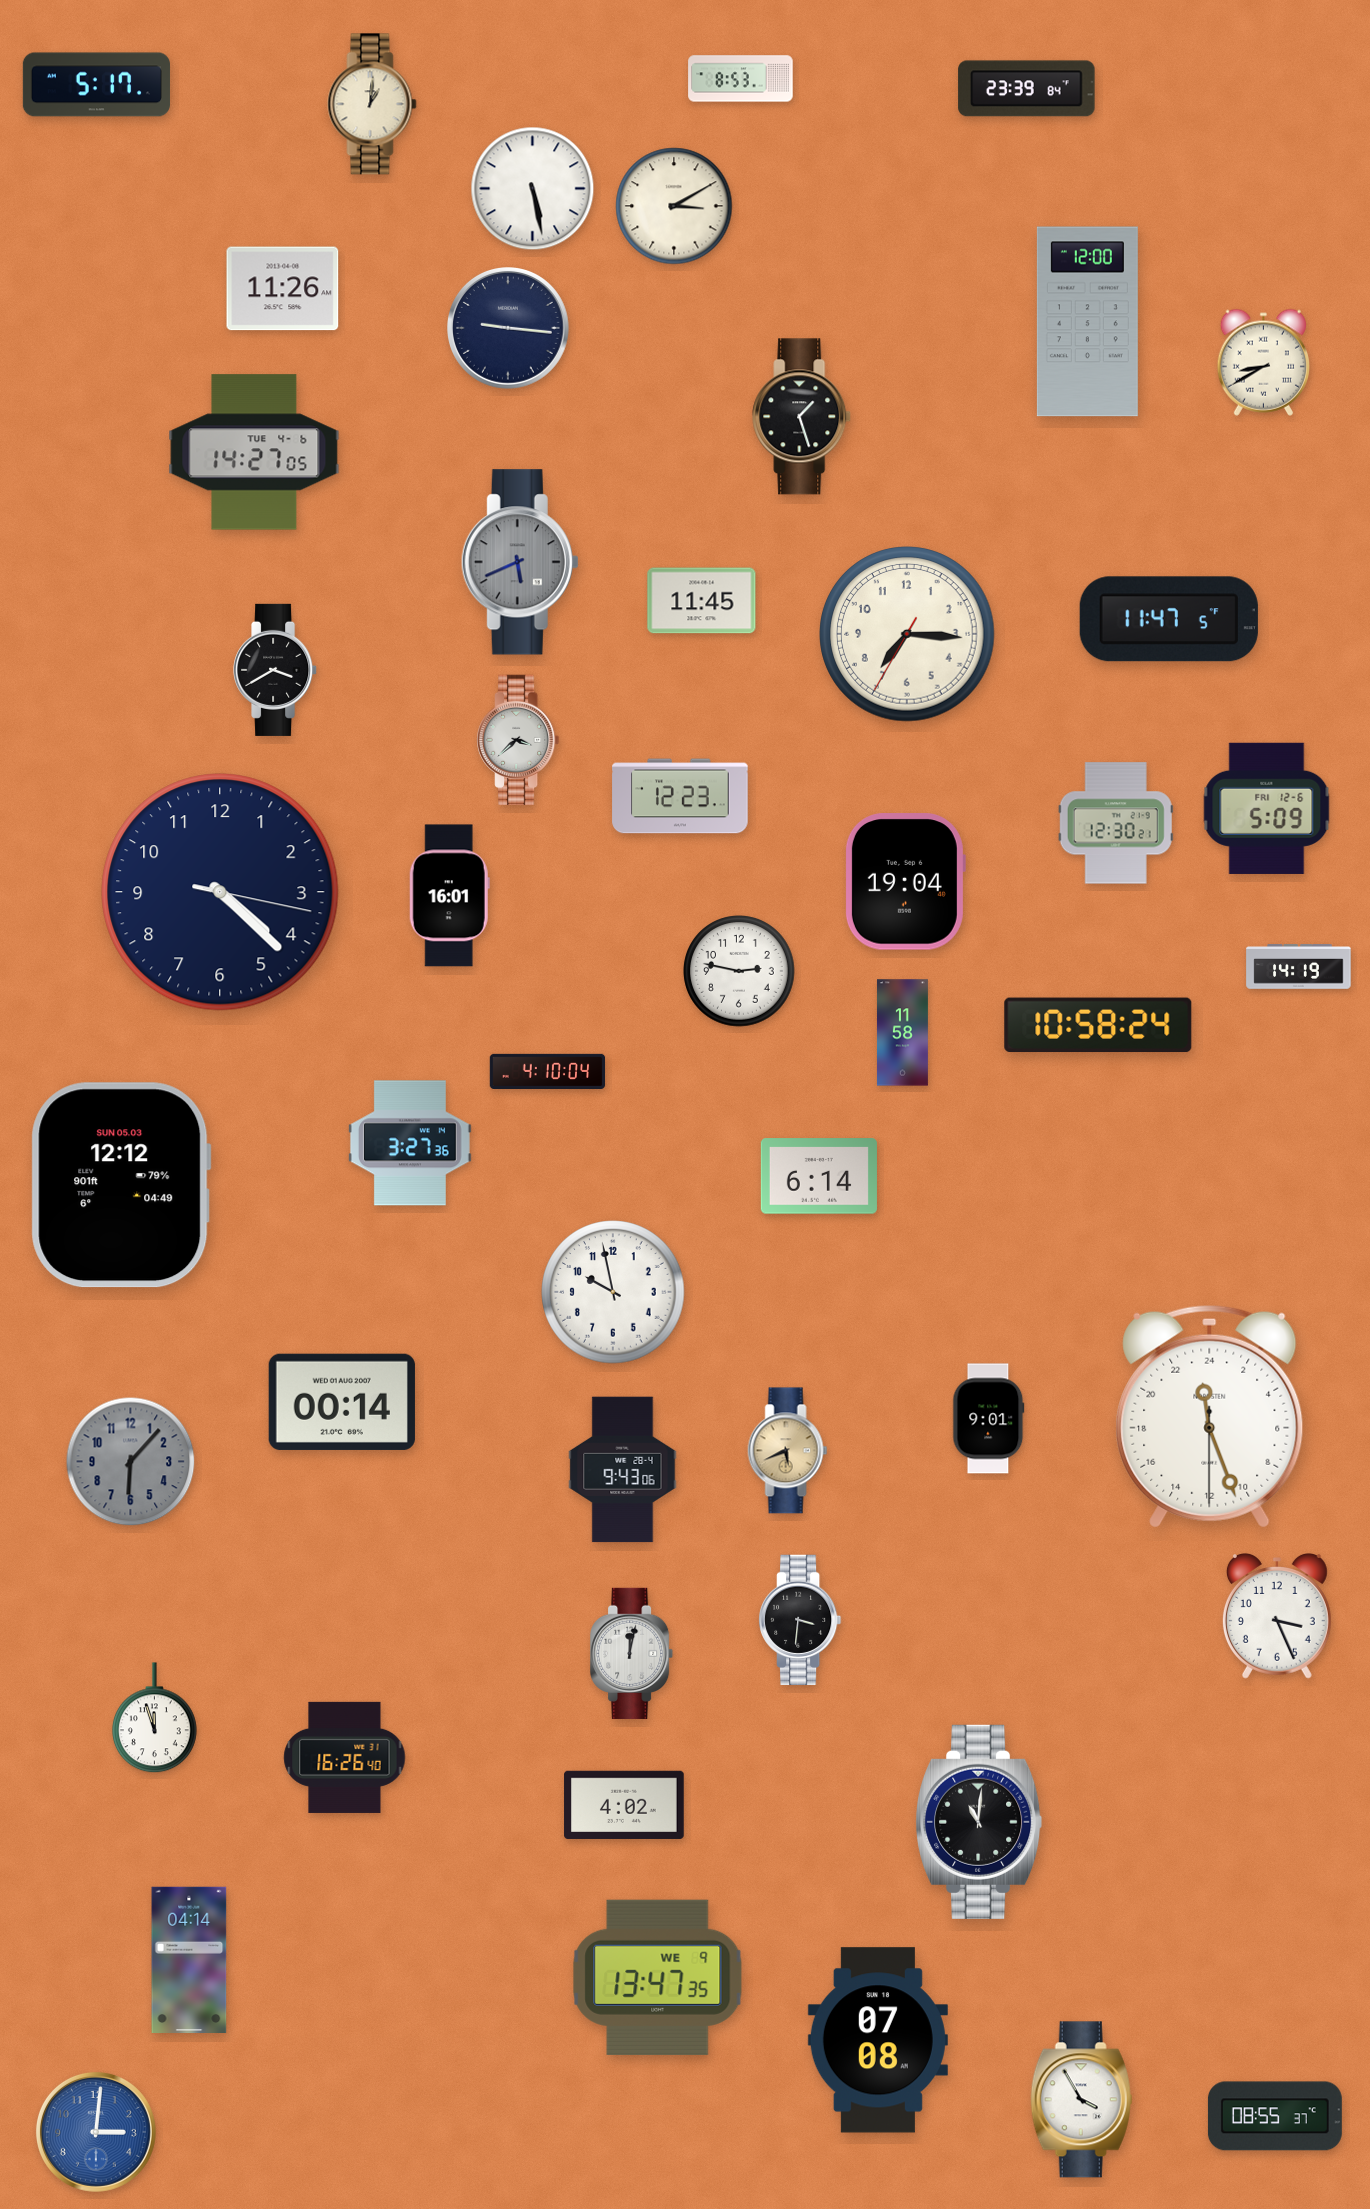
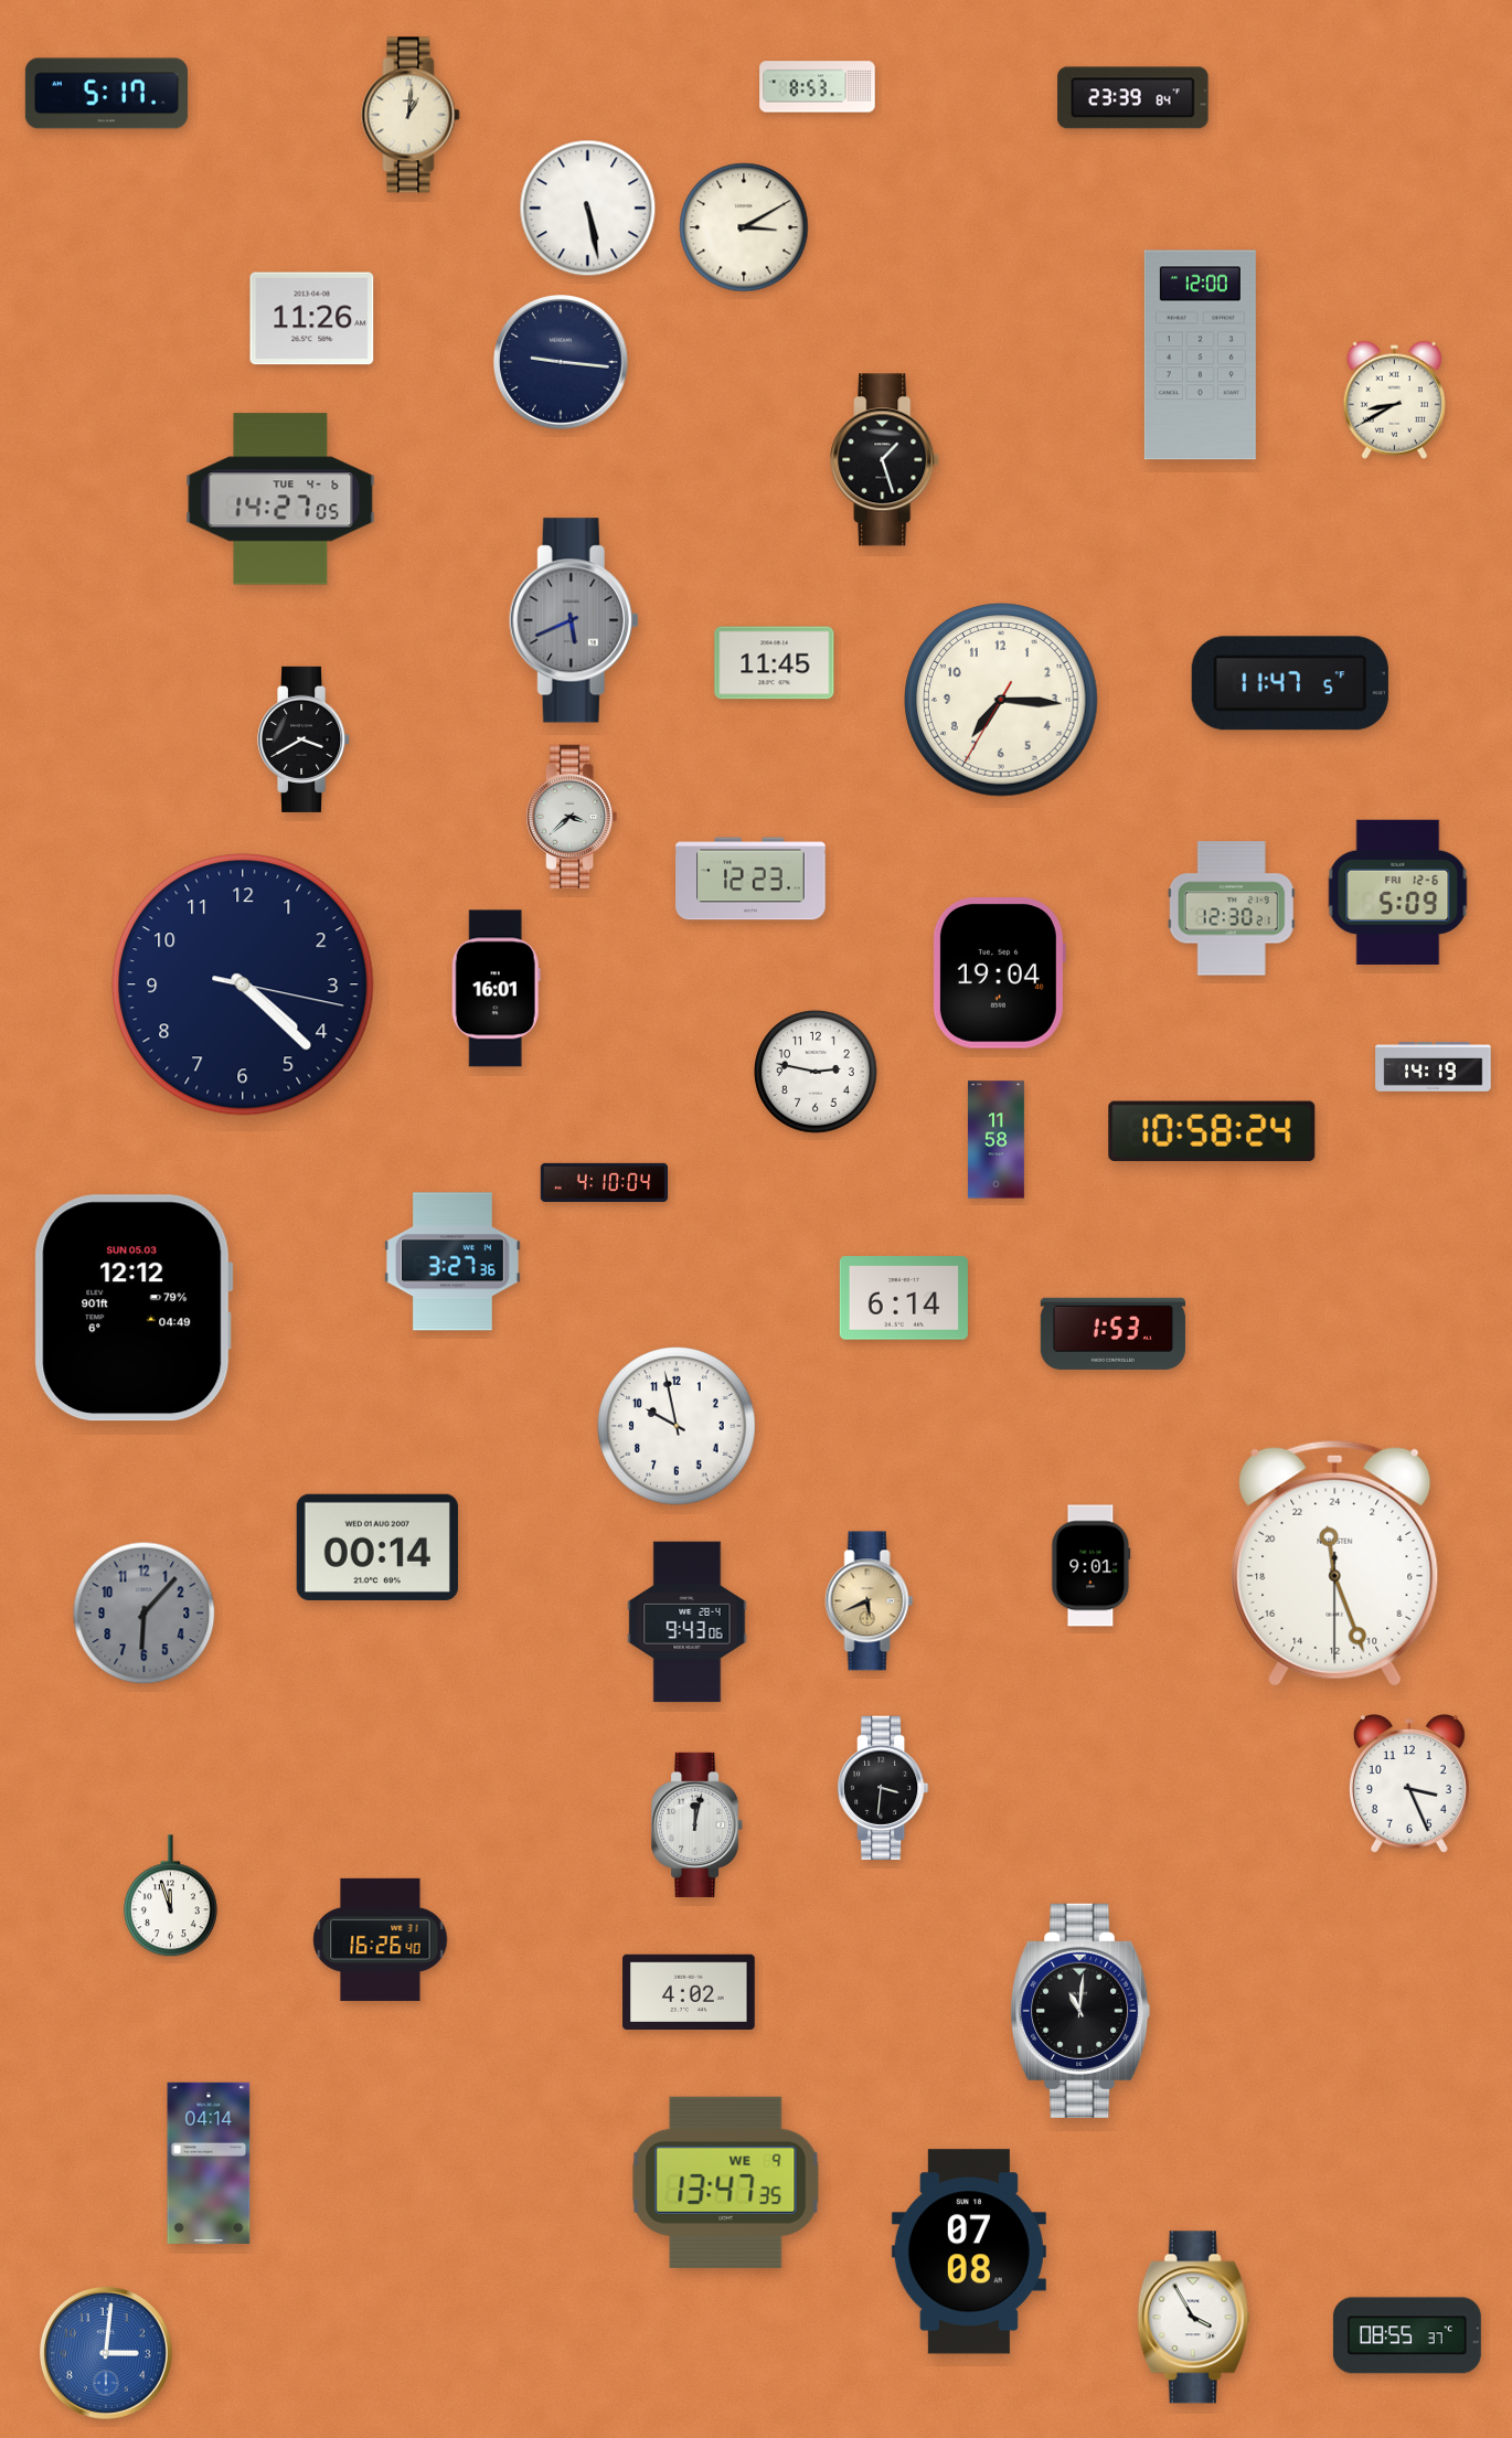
clock at (1112, 1333): none -> 1:53
